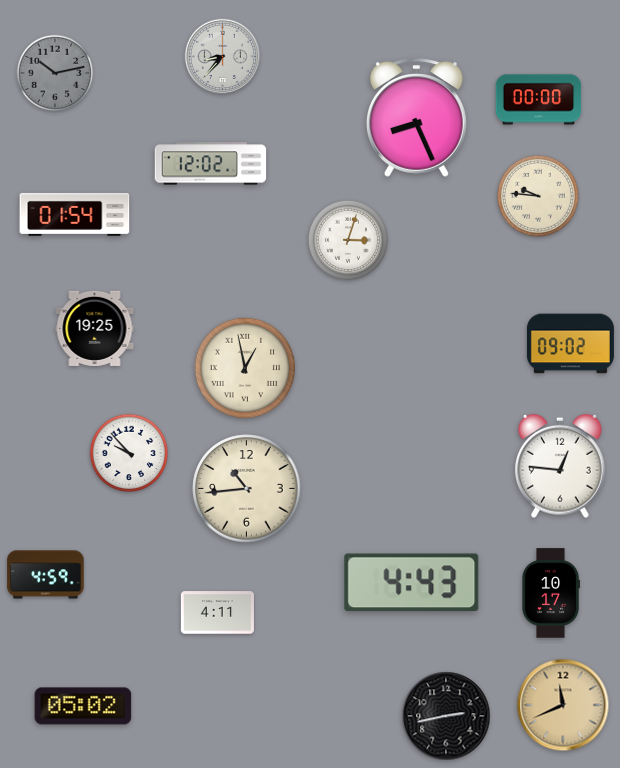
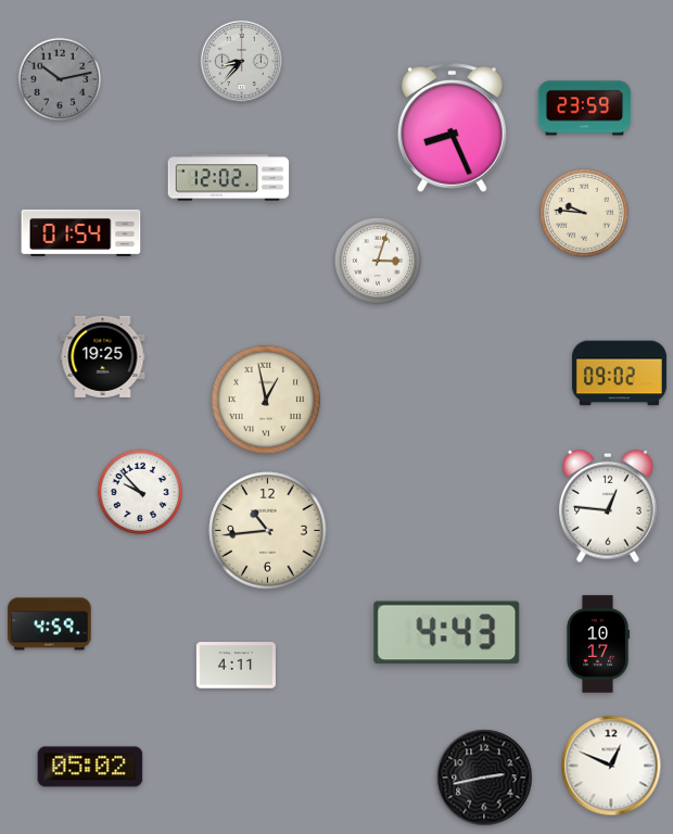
clock at (539, 100): 00:00 -> 23:59
clock at (563, 705): 11:41 -> 12:49
clock at (563, 705) dial: champagne -> white
